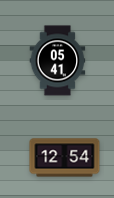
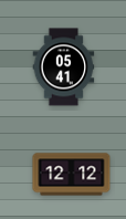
clock at (65, 158): 12:54 -> 12:12
